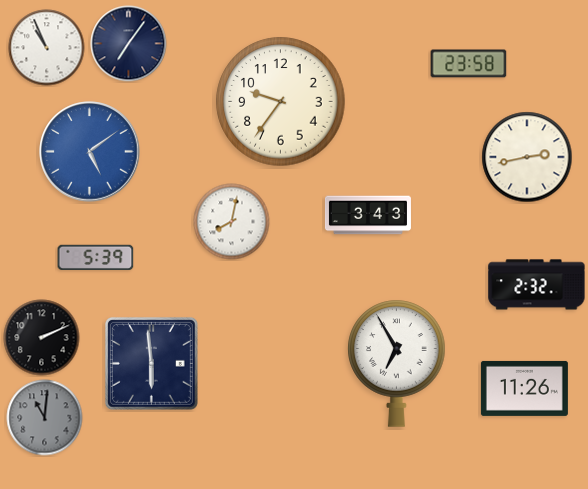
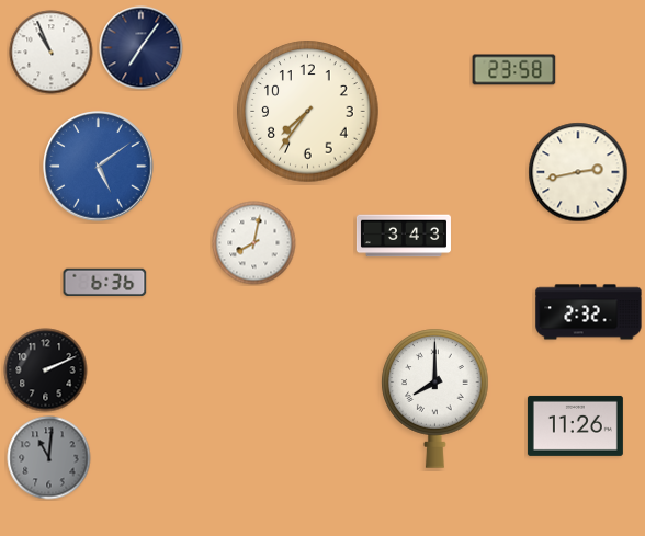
clock at (281, 102): 9:36 -> 7:36
clock at (96, 257): 5:39 -> 6:36
clock at (151, 363): 5:59 -> none
clock at (397, 363): 6:55 -> 8:00
